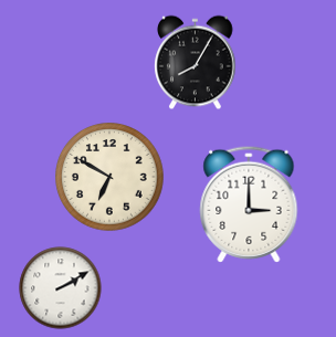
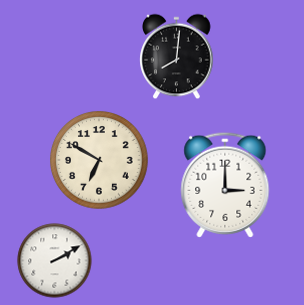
clock at (196, 63): 8:05 -> 8:01
